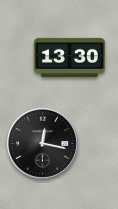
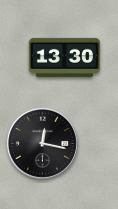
clock at (69, 57) position: (69, 57) -> (64, 57)
